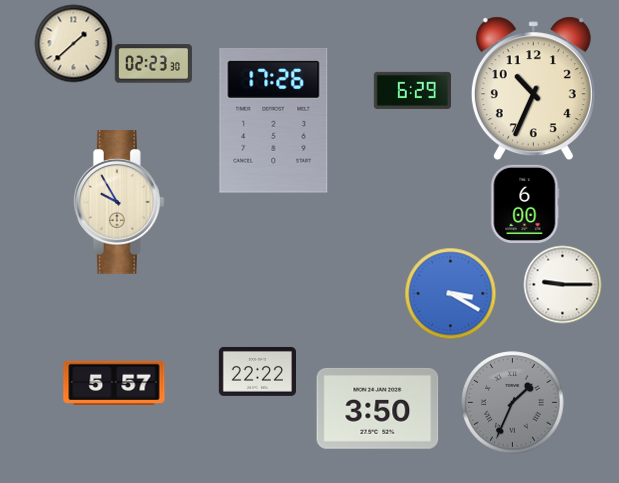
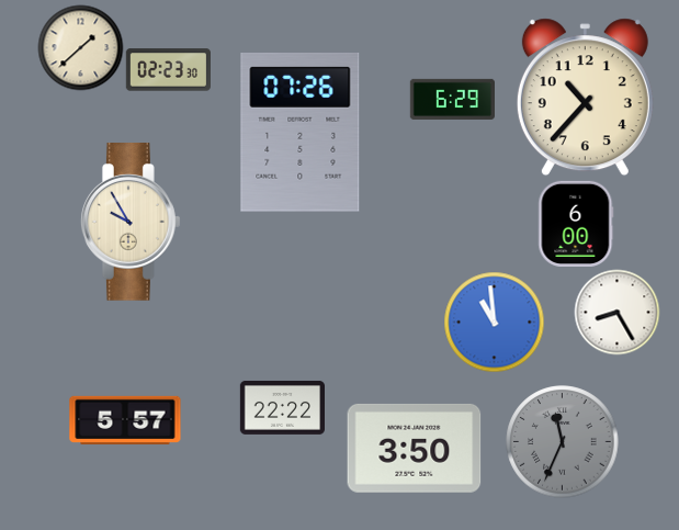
clock at (533, 89): 10:34 -> 10:37
clock at (274, 120): 17:26 -> 07:26
clock at (562, 284): 9:15 -> 8:25
clock at (450, 293): 3:20 -> 10:59
clock at (513, 403): 1:34 -> 11:34
